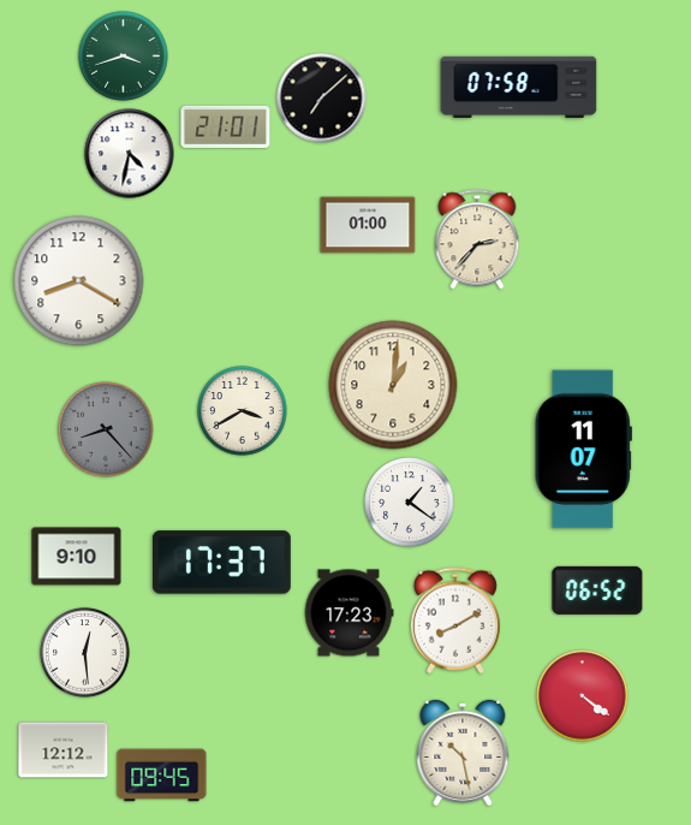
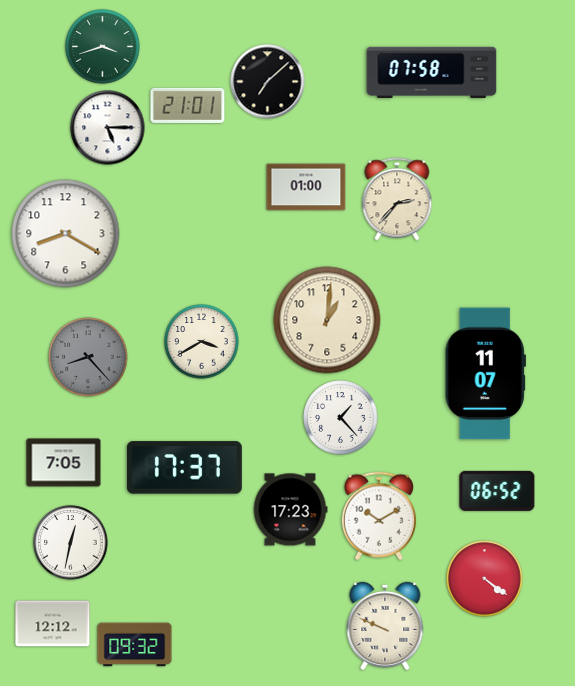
clock at (130, 154): 4:32 -> 5:15
clock at (410, 503): 1:21 -> 1:23
clock at (77, 557): 9:10 -> 7:05
clock at (455, 621): 8:10 -> 10:10
clock at (85, 653): 12:29 -> 12:32
clock at (463, 753): 10:28 -> 9:49
clock at (162, 776): 09:45 -> 09:32
